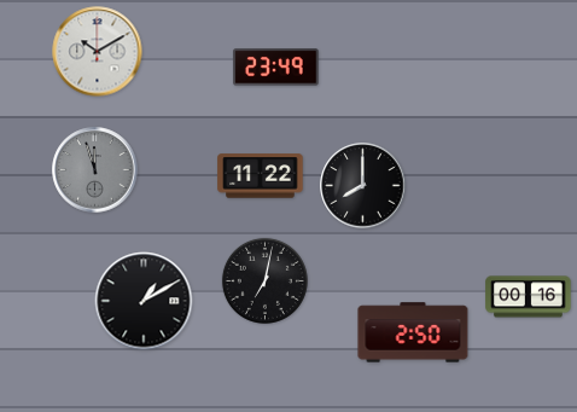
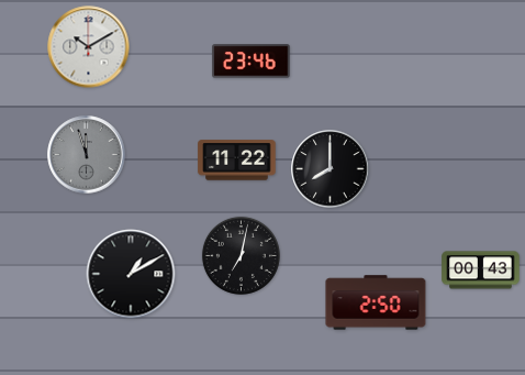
clock at (276, 68): 23:49 -> 23:46
clock at (529, 297): 00:16 -> 00:43
